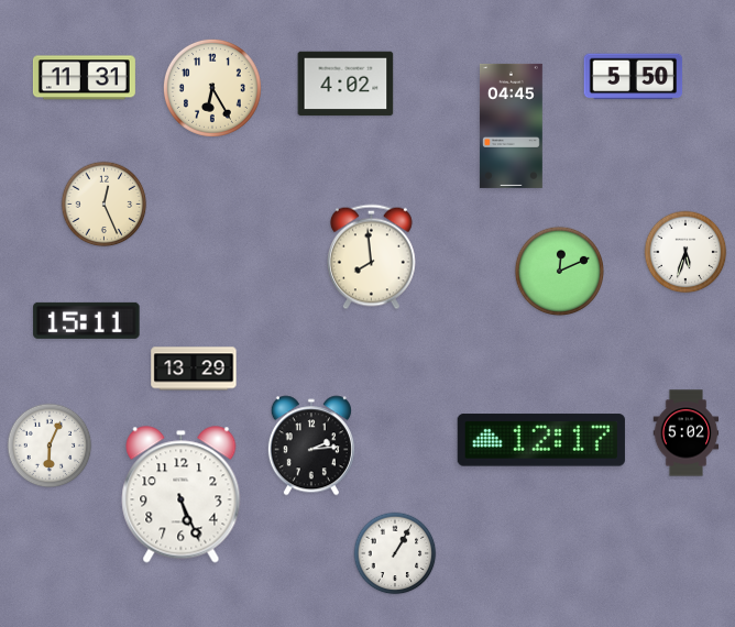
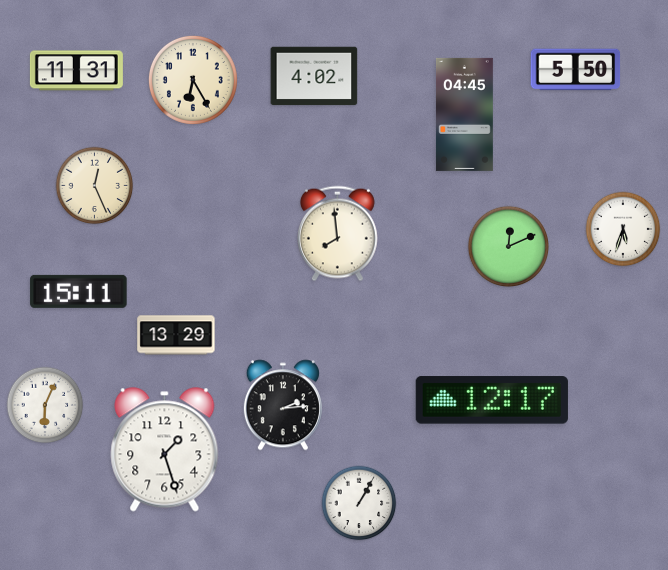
clock at (687, 433): 5:02 -> none
clock at (182, 495): 5:26 -> 1:27
